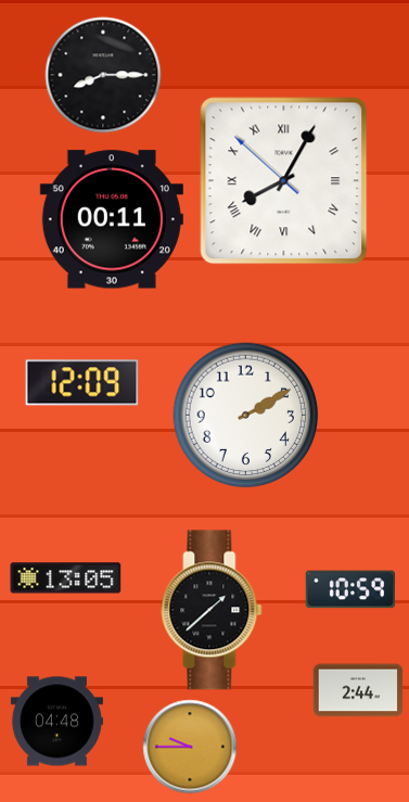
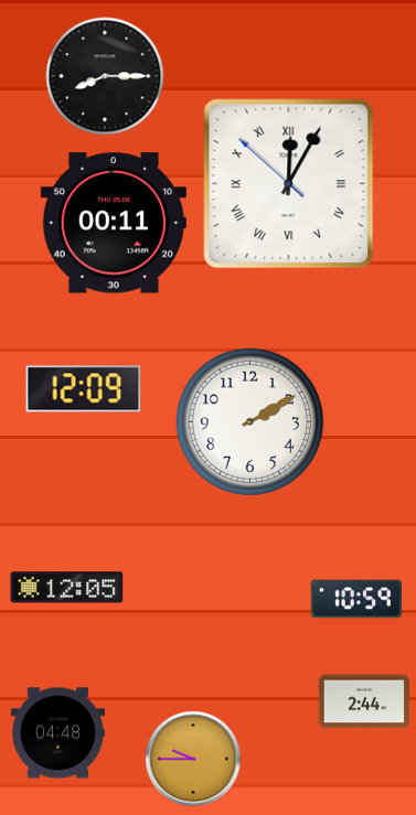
clock at (284, 181): 8:04 -> 12:04
clock at (66, 578): 13:05 -> 12:05
clock at (212, 610): 1:38 -> none
